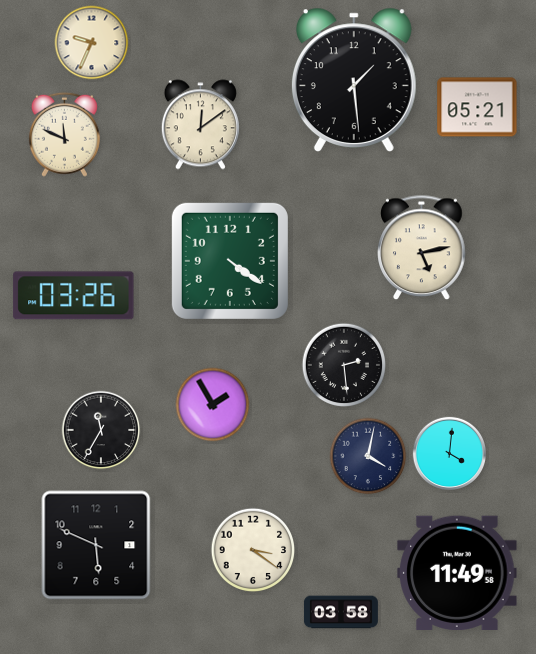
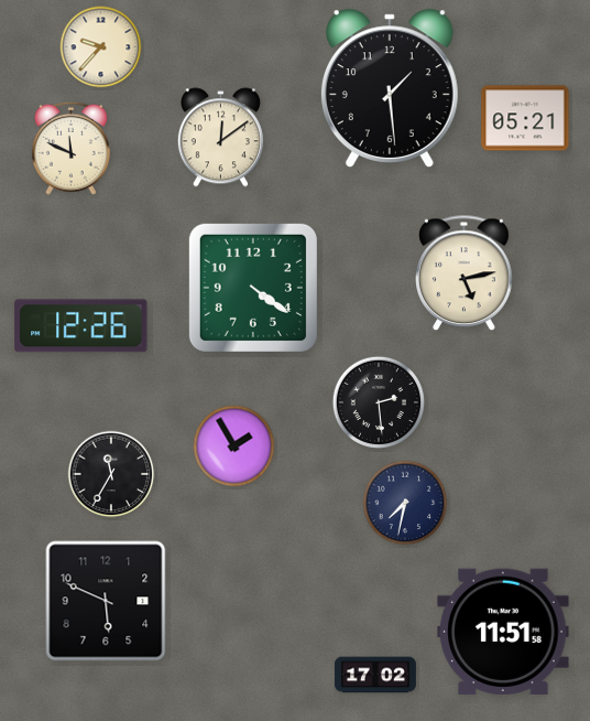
clock at (92, 43): 9:34 -> 9:37
clock at (74, 296): 03:26 -> 12:26
clock at (450, 454): 4:01 -> none
clock at (368, 456): 4:02 -> 7:32
clock at (253, 550): 3:21 -> none
clock at (457, 573): 11:49 -> 11:51
clock at (341, 612): 03:58 -> 17:02
